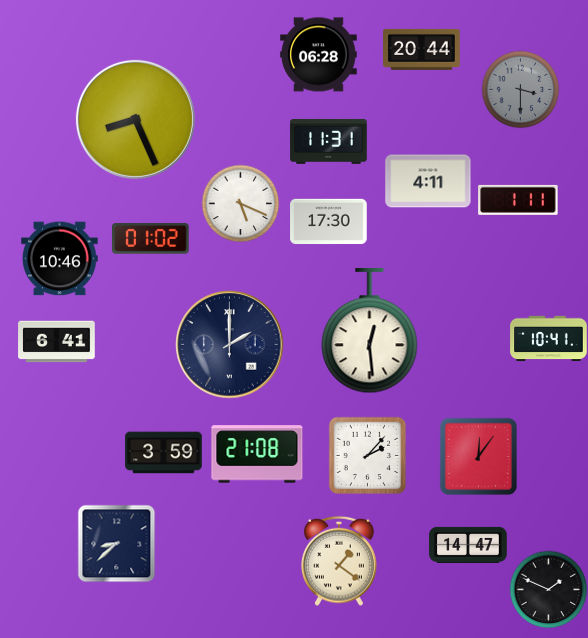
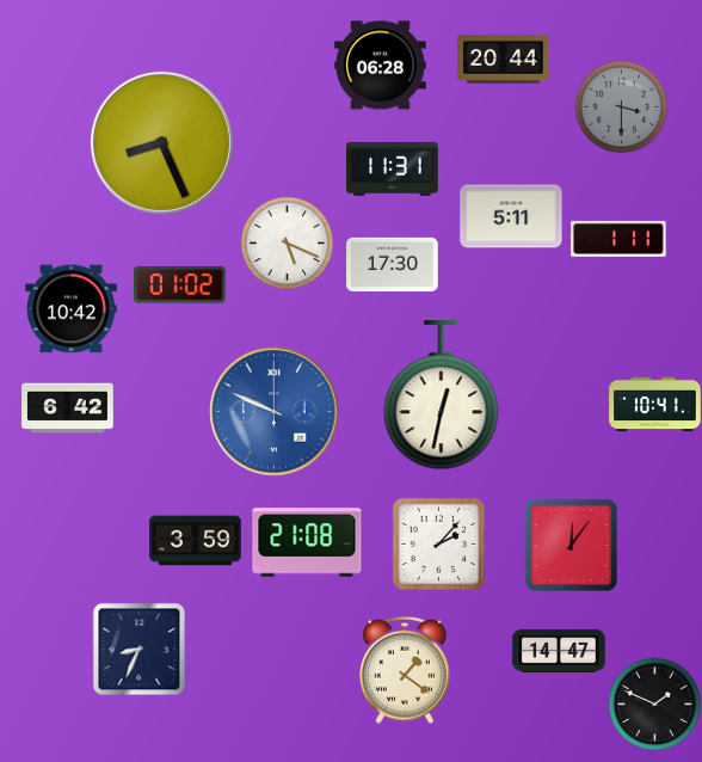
clock at (428, 181): 4:11 -> 5:11
clock at (60, 259): 10:46 -> 10:42
clock at (370, 331): 12:29 -> 12:32
clock at (57, 342): 6:41 -> 6:42
clock at (230, 345): 2:00 -> 9:49
clock at (230, 345) dial: navy -> blue
clock at (116, 543): 8:38 -> 8:34
